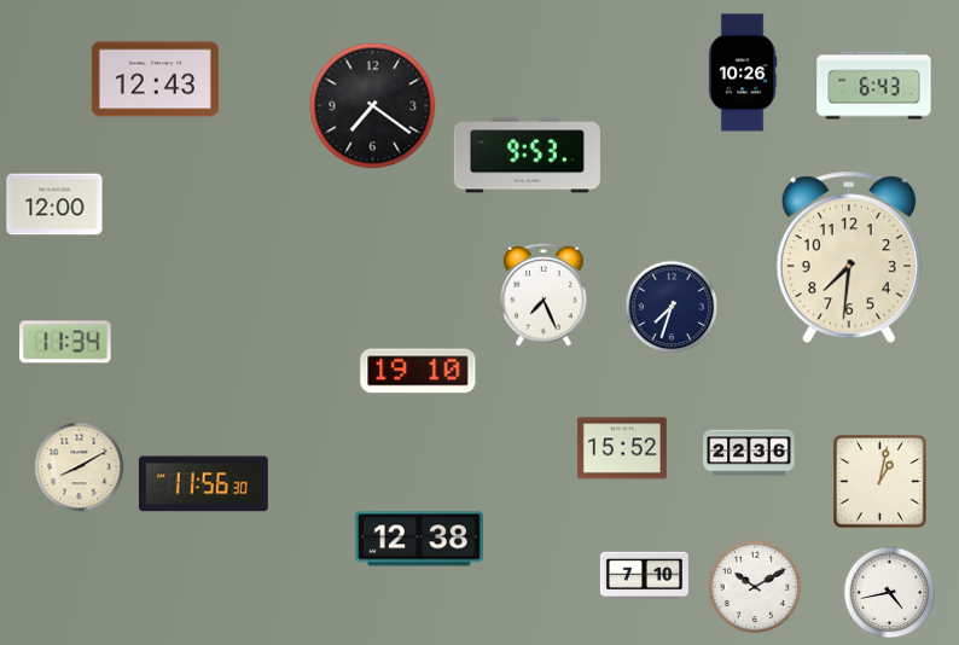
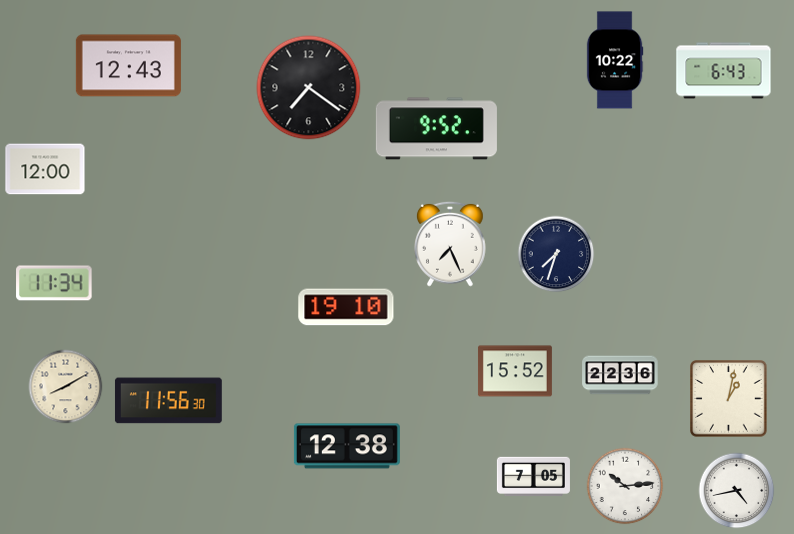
clock at (743, 72): 10:26 -> 10:22
clock at (527, 156): 9:53 -> 9:52
clock at (849, 257): 7:31 -> none
clock at (644, 576): 7:10 -> 7:05
clock at (755, 587): 10:10 -> 10:14
